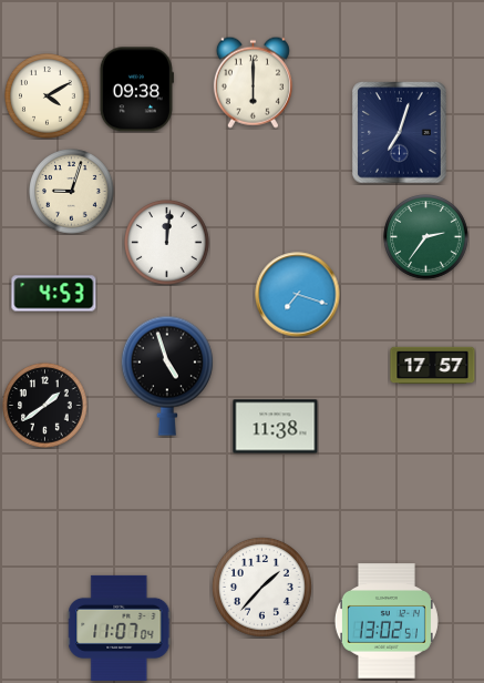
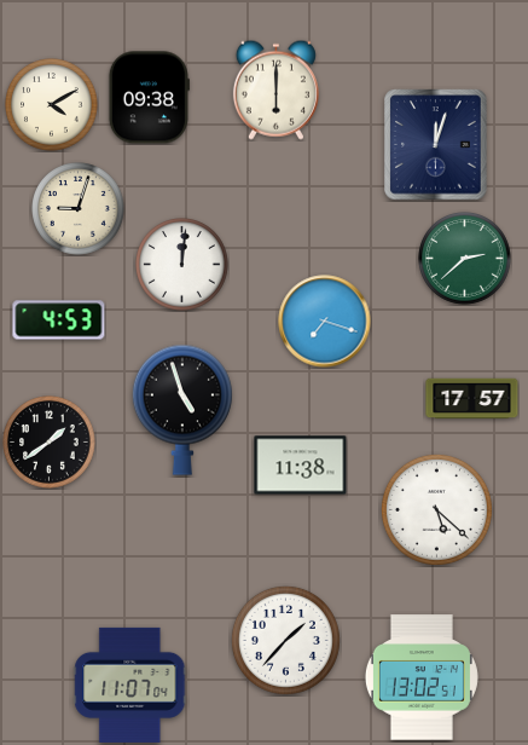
clock at (400, 133): 7:03 -> 12:03
clock at (426, 237): 2:36 -> 2:38
clock at (436, 509): none -> 5:22
